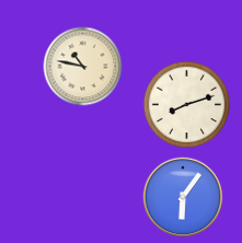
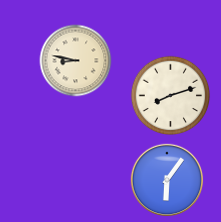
clock at (83, 67): 10:47 -> 8:47
